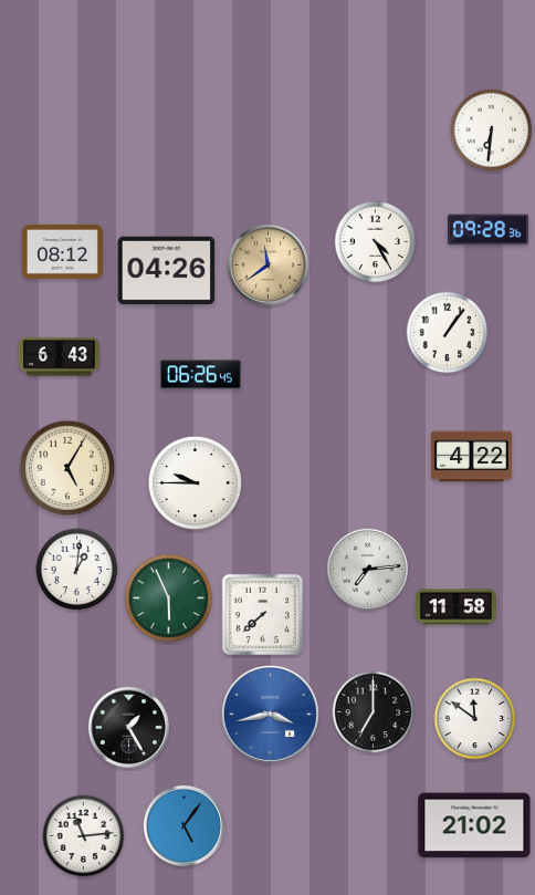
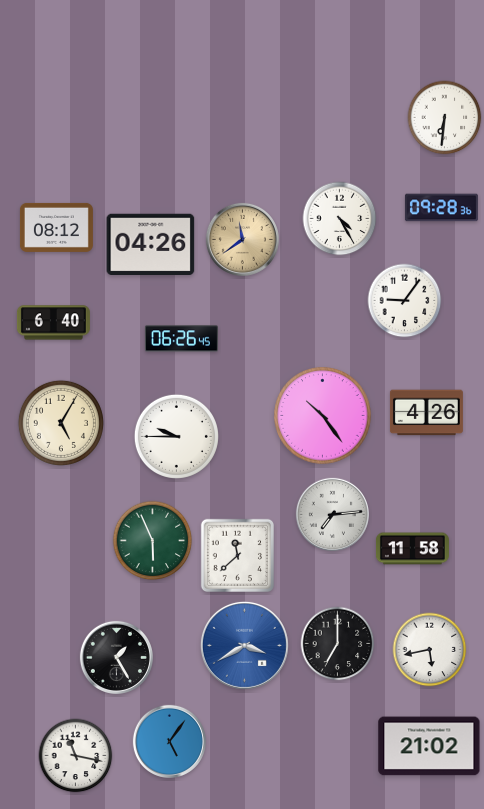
clock at (448, 333): 1:06 -> 9:06
clock at (59, 357): 6:43 -> 6:40
clock at (471, 457): 4:22 -> 4:26
clock at (323, 416): none -> 10:24
clock at (77, 570): 1:01 -> none
clock at (262, 614): 7:38 -> 11:38
clock at (270, 714): 3:43 -> 3:40
clock at (475, 719): 11:51 -> 5:43
clock at (183, 825) position: (183, 825) -> (169, 741)
clock at (84, 836): 11:14 -> 11:17
